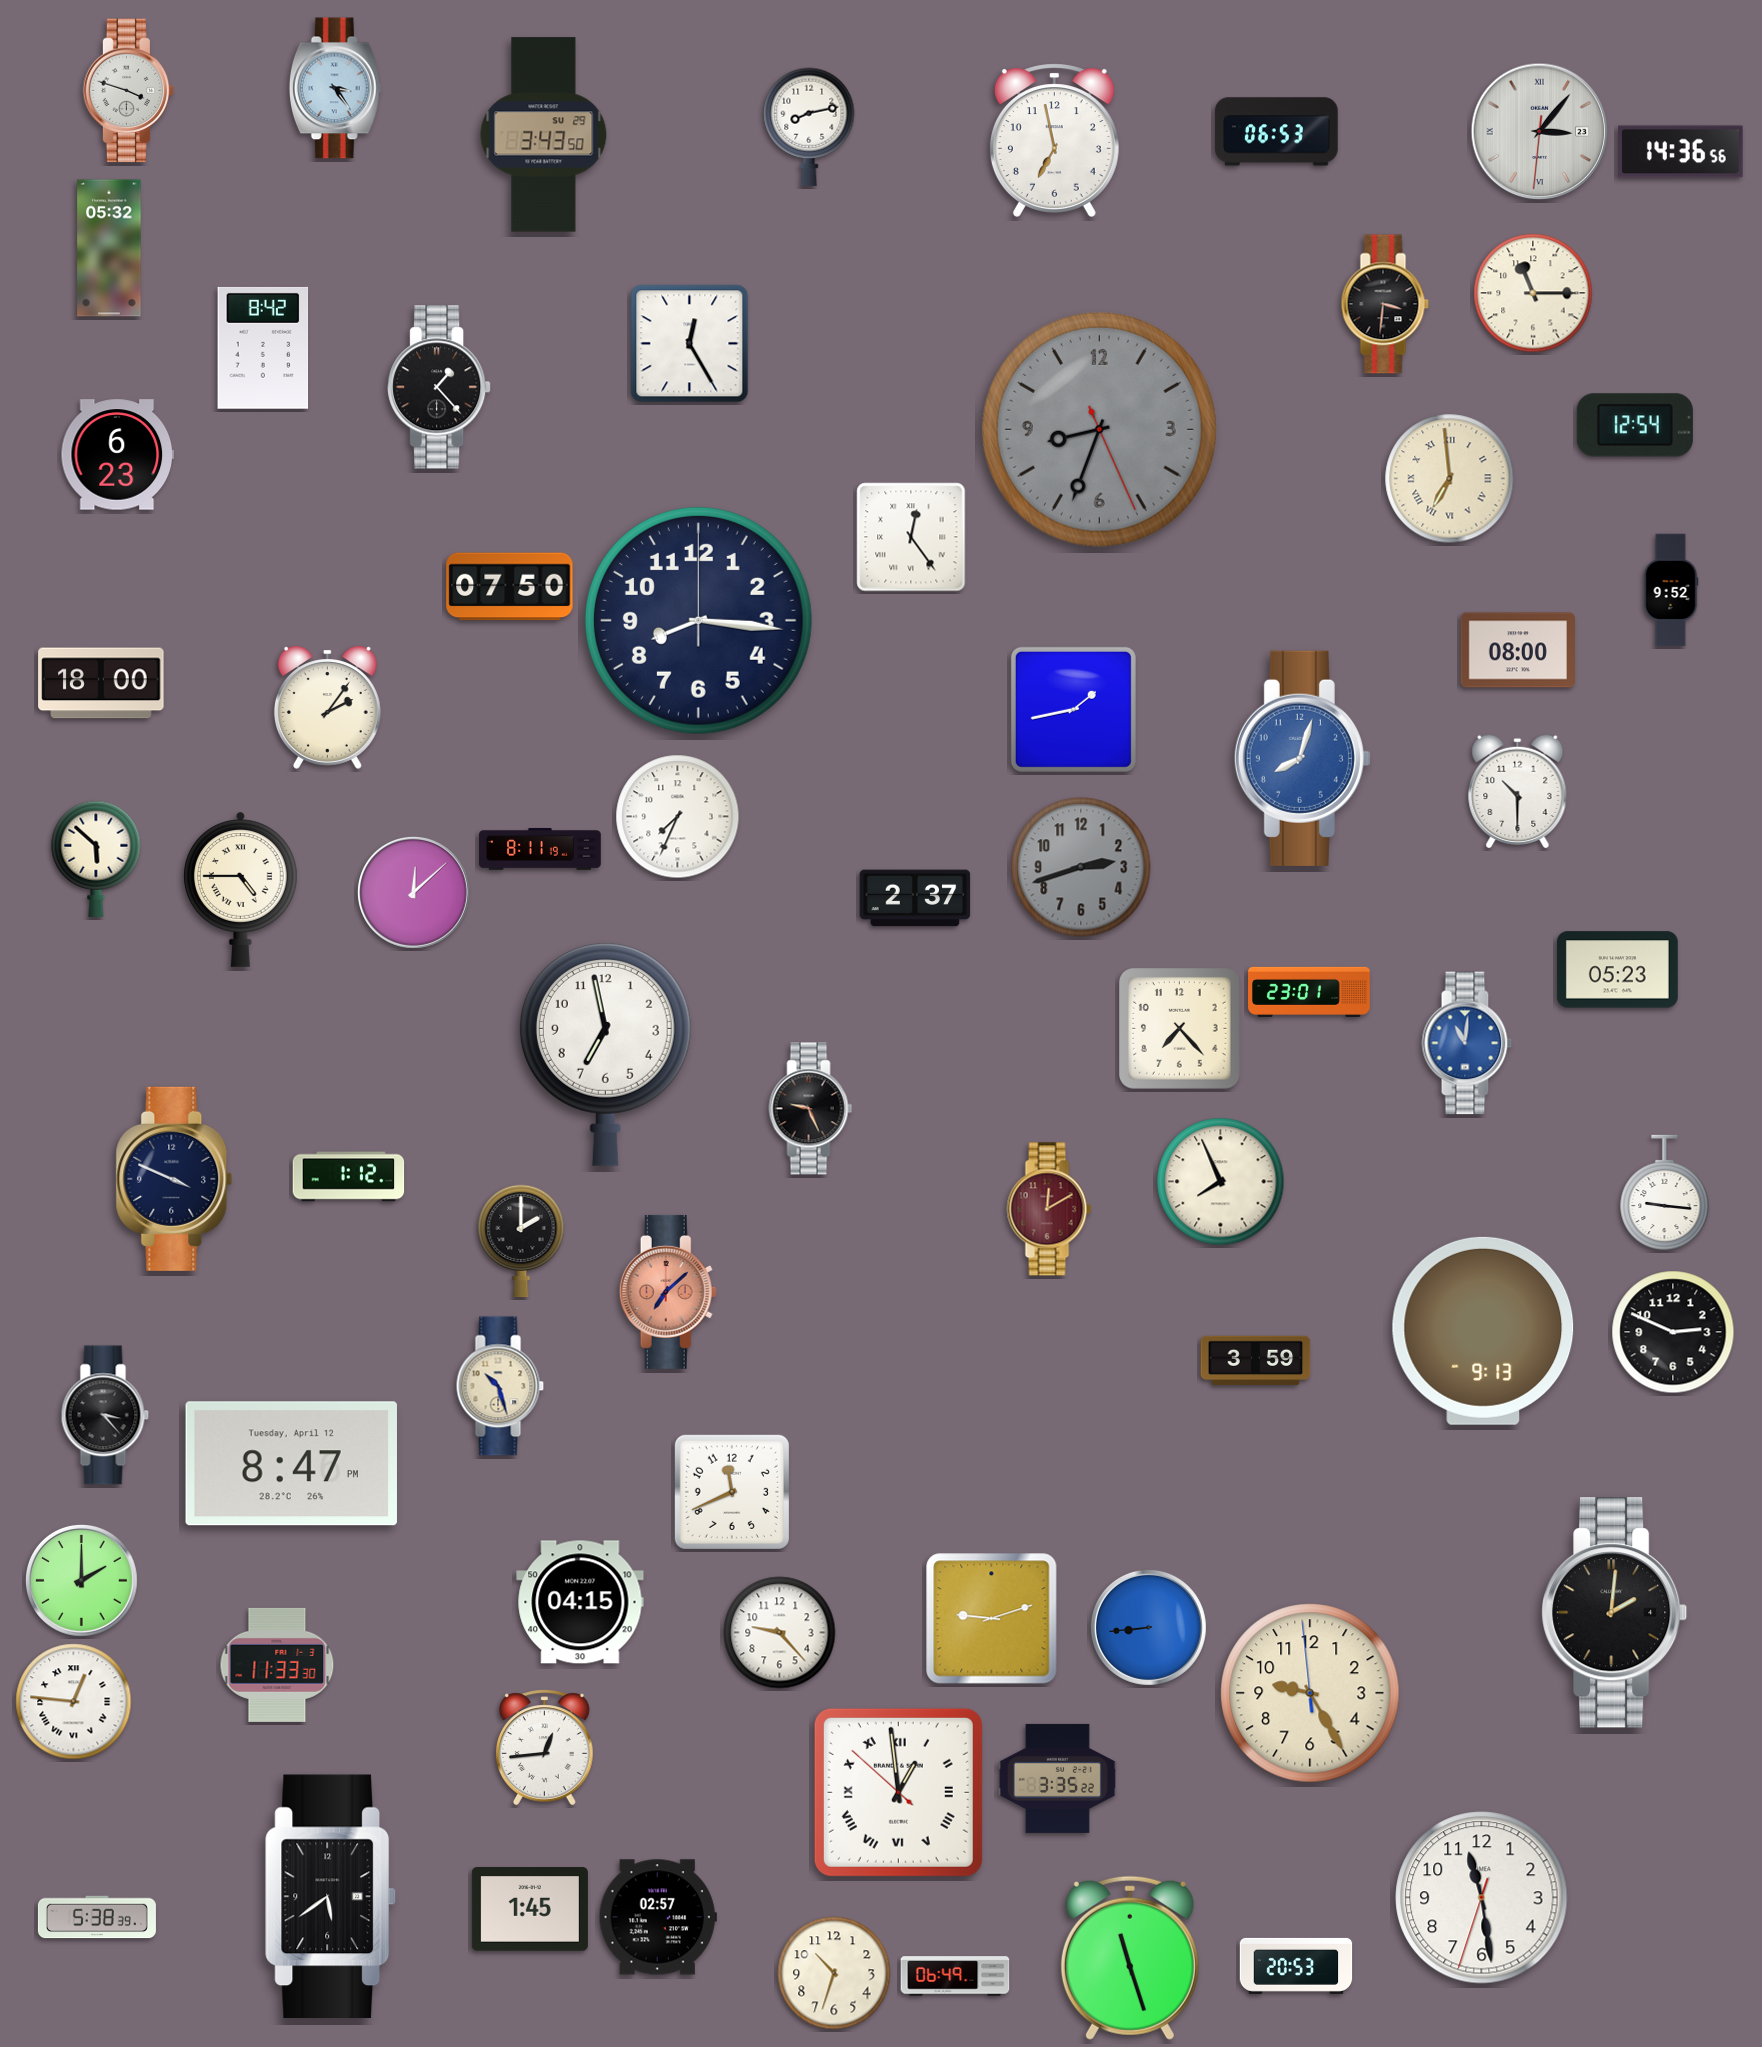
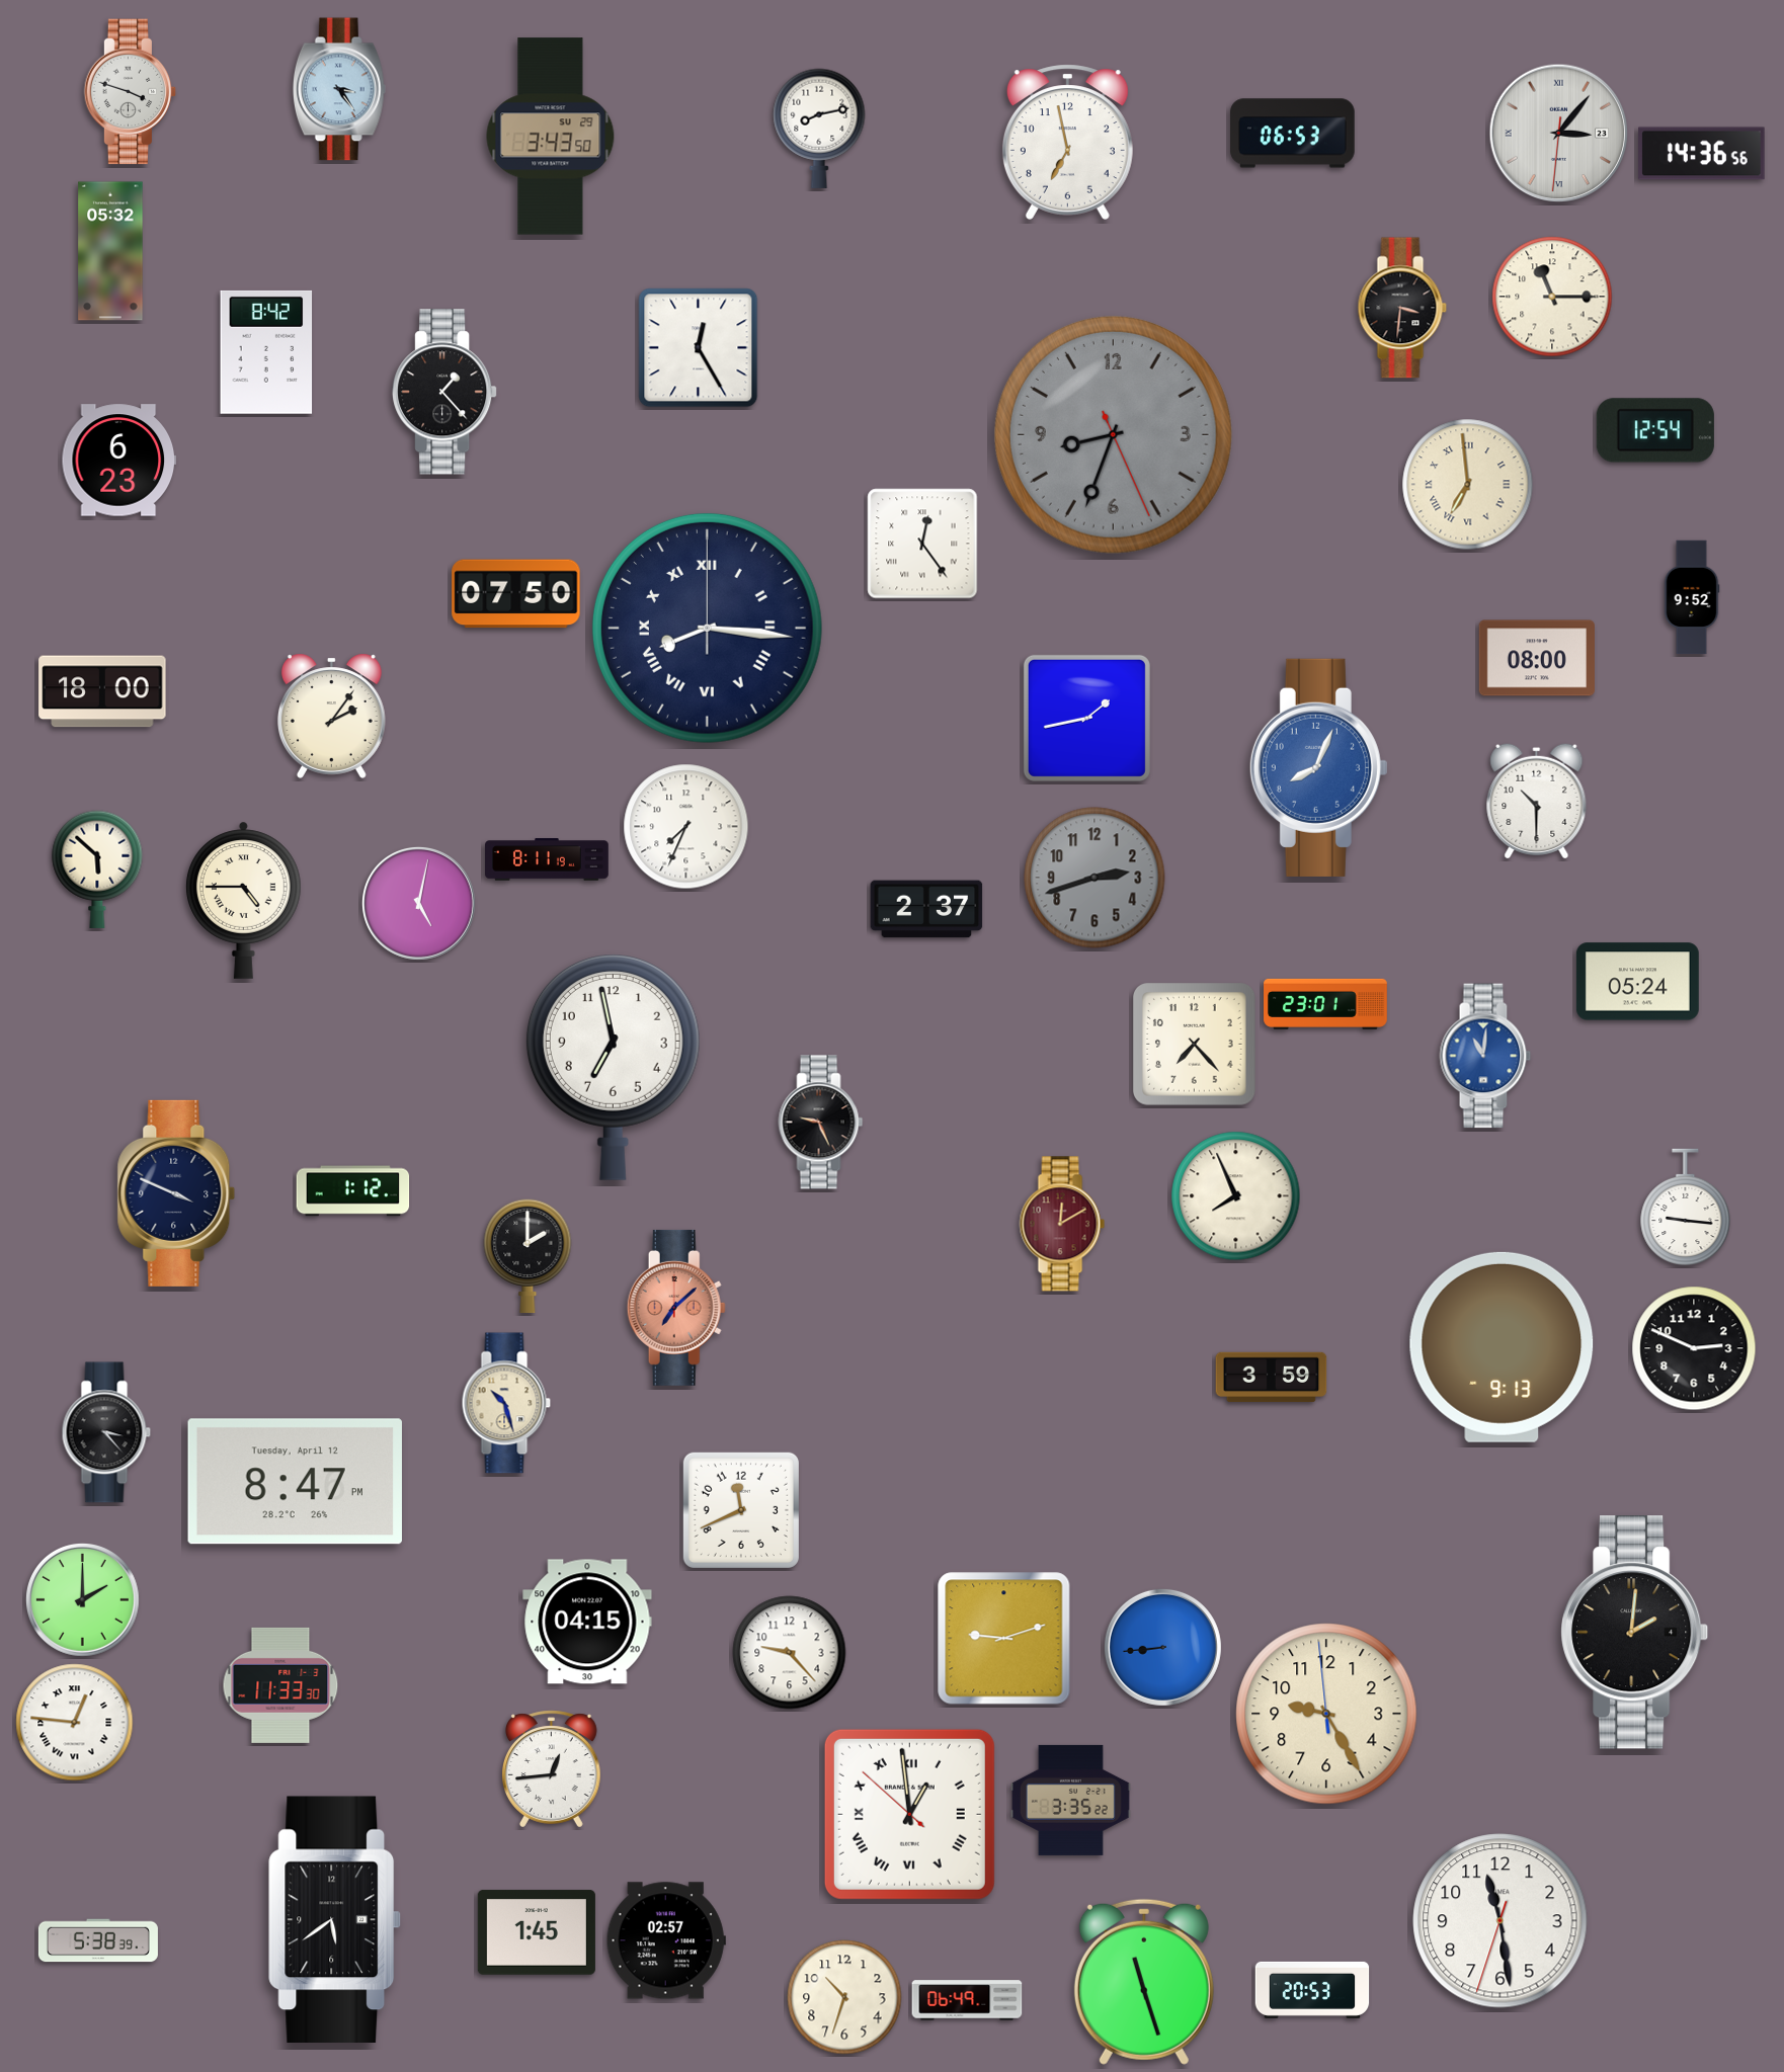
clock at (698, 620) numerals: Arabic -> Roman
clock at (1302, 758): 8:03 -> 8:04
clock at (413, 892): 12:08 -> 5:02
clock at (1617, 970): 05:23 -> 05:24
clock at (1180, 1029) position: (1180, 1029) -> (1195, 1045)
